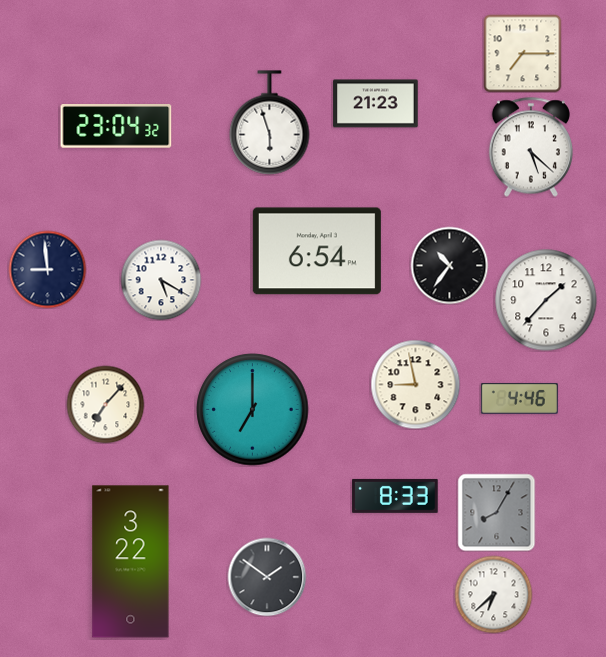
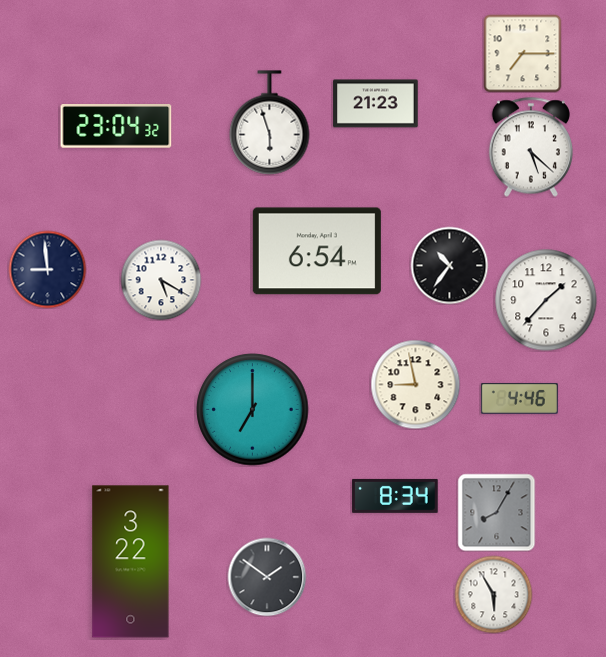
clock at (105, 404): 7:07 -> none
clock at (395, 496): 8:33 -> 8:34
clock at (493, 594): 6:38 -> 5:55
